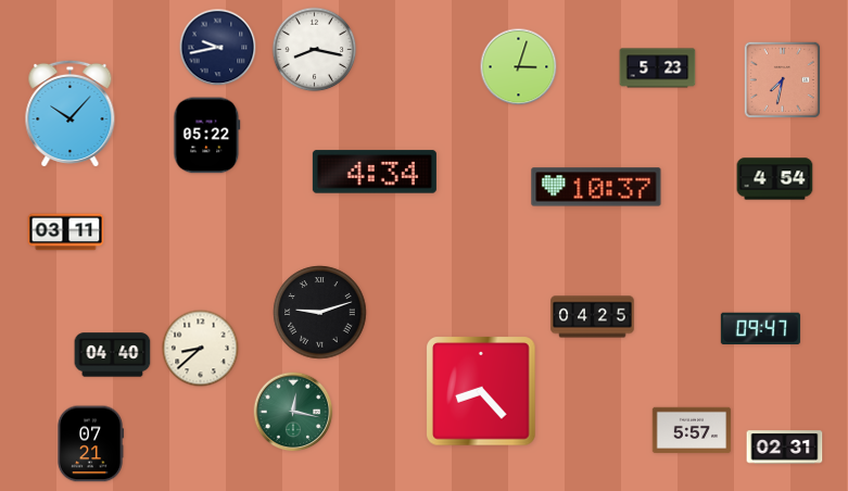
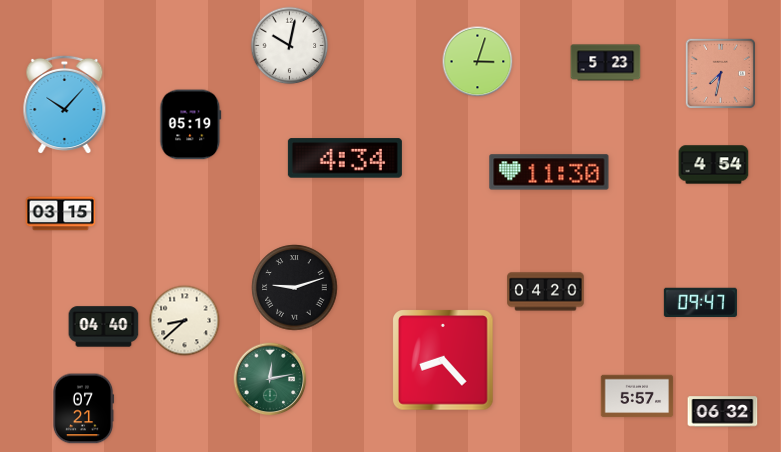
clock at (218, 48): 9:43 -> none
clock at (315, 50): 8:17 -> 10:02
clock at (207, 136): 05:22 -> 05:19
clock at (596, 187): 10:37 -> 11:30
clock at (66, 232): 03:11 -> 03:15
clock at (593, 317): 04:25 -> 04:20
clock at (293, 412): 12:17 -> 12:13
clock at (785, 448): 02:31 -> 06:32
